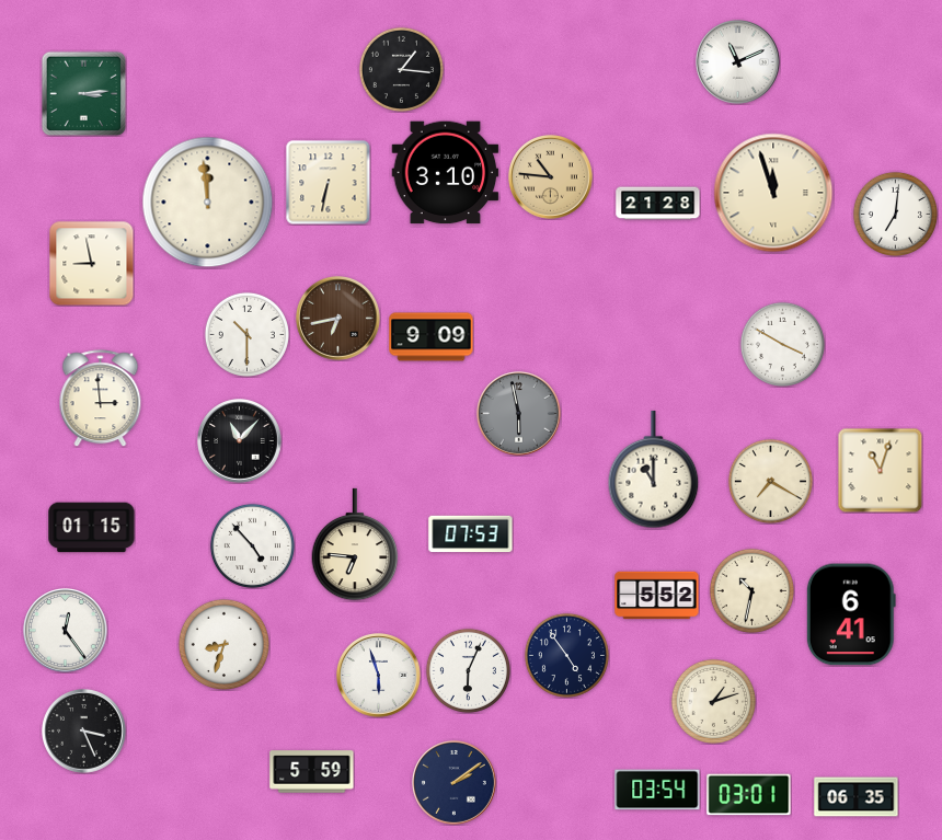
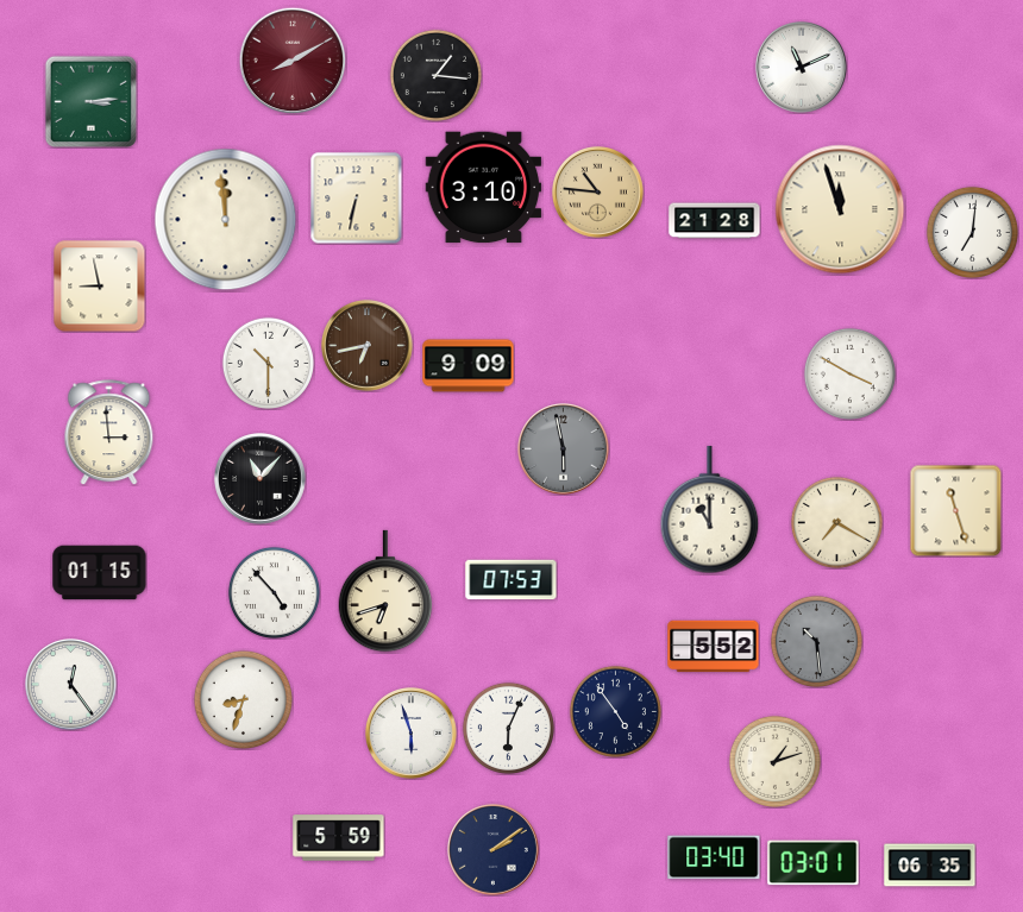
clock at (293, 61): none -> 8:10
clock at (880, 470): 11:03 -> 11:27
clock at (355, 544): 6:46 -> 6:42
clock at (751, 590): 10:32 -> 10:29
clock at (751, 590) dial: cream -> grey
clock at (851, 614): 6:41 -> none
clock at (84, 732): 3:26 -> none
clock at (657, 790): 03:54 -> 03:40
